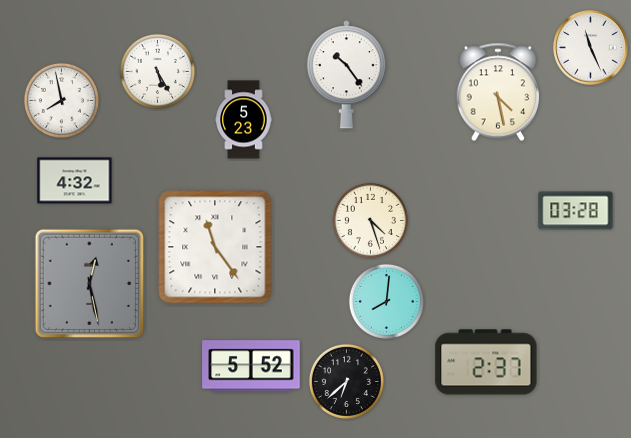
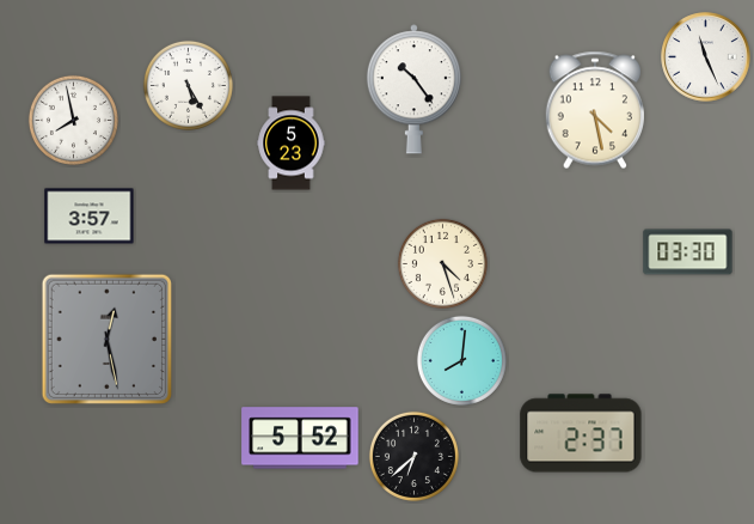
clock at (75, 181): 4:32 -> 3:57
clock at (576, 211): 03:28 -> 03:30
clock at (215, 247): 11:24 -> none
